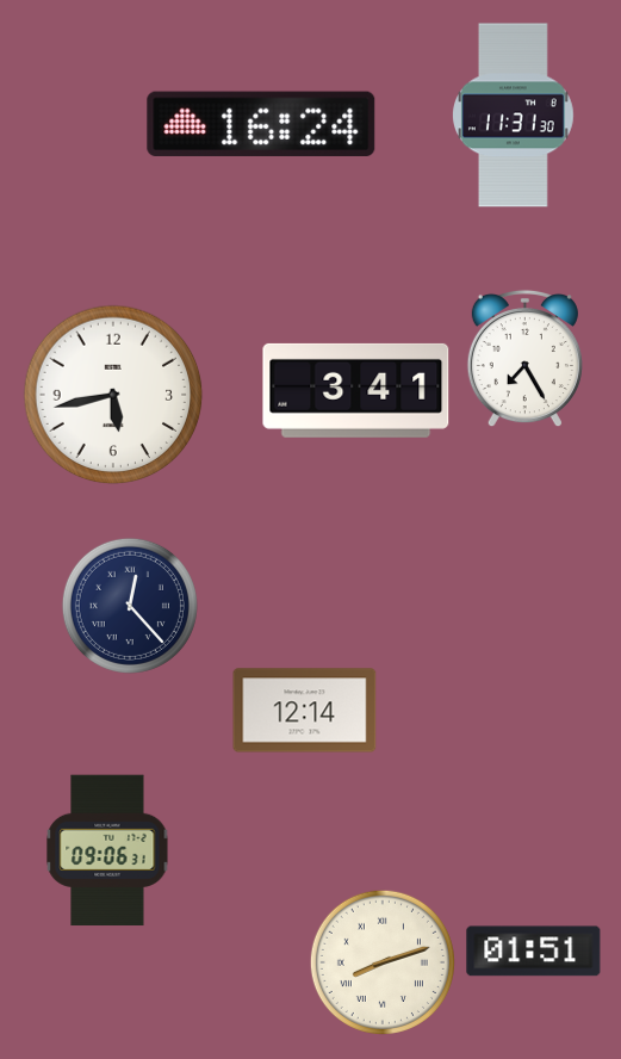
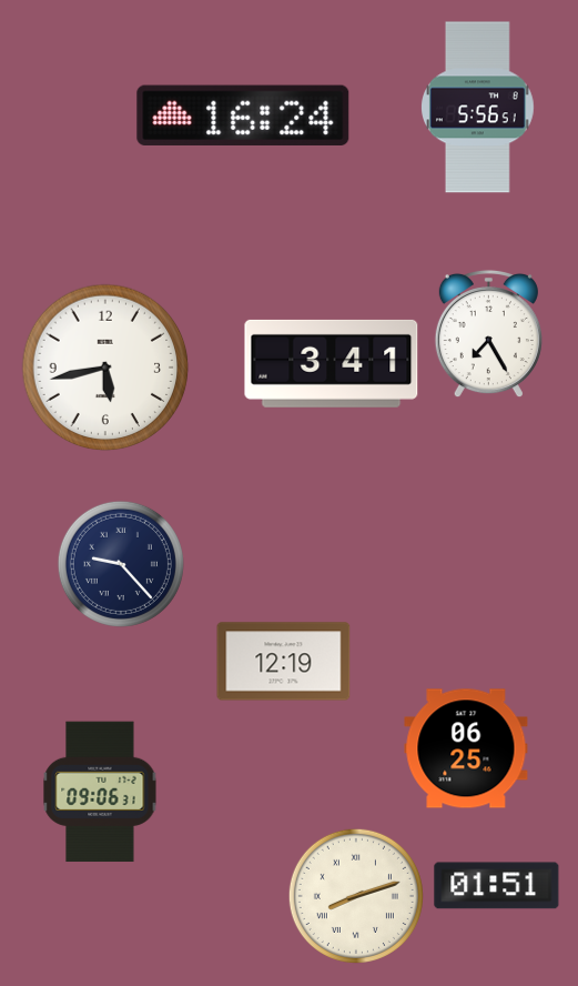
clock at (514, 116): 11:31 -> 5:56
clock at (130, 606): 12:23 -> 9:23
clock at (305, 711): 12:14 -> 12:19
clock at (466, 748): none -> 06:25
